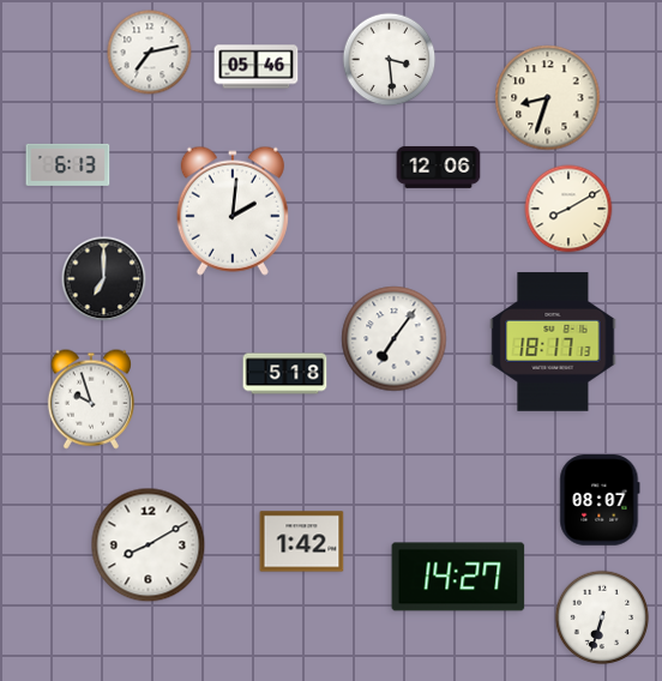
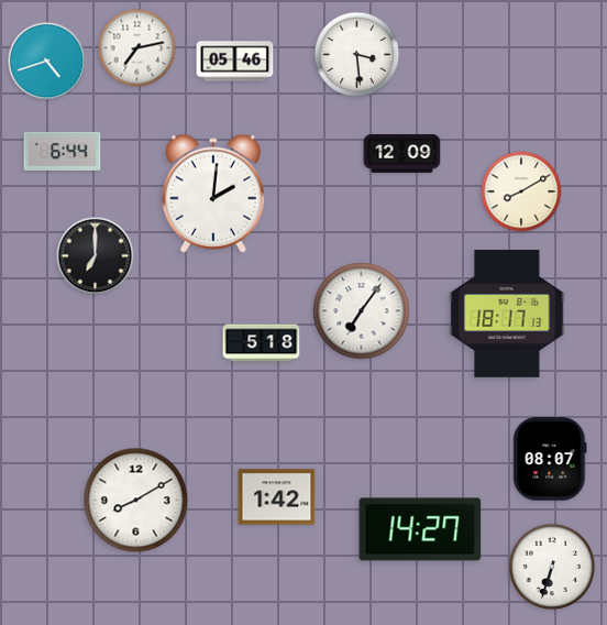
clock at (47, 62): none -> 4:42
clock at (548, 98): 8:33 -> none
clock at (68, 164): 6:13 -> 6:44
clock at (439, 168): 12:06 -> 12:09
clock at (91, 399): 9:57 -> none
